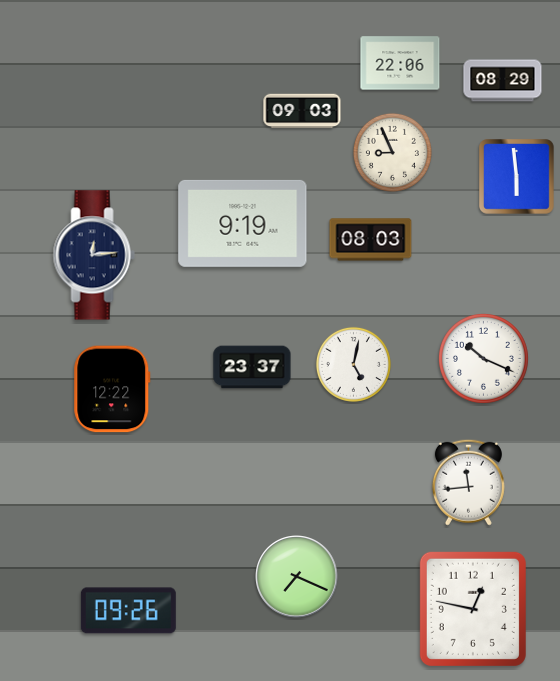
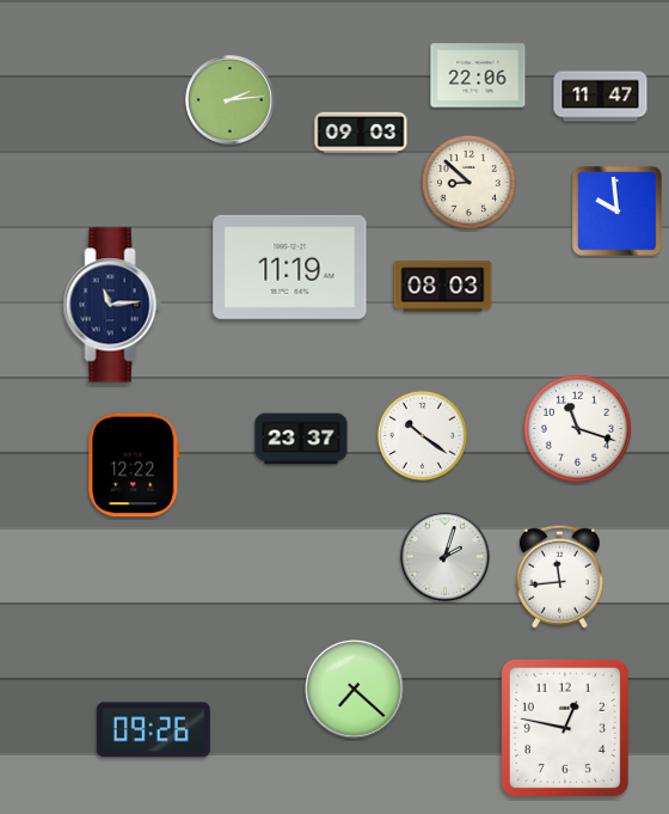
clock at (503, 81): 08:29 -> 11:47
clock at (231, 100): none -> 2:14
clock at (392, 152): 8:56 -> 8:52
clock at (517, 177): 5:59 -> 9:59
clock at (243, 223): 9:19 -> 11:19
clock at (94, 255): 12:14 -> 11:14
clock at (483, 358): 10:19 -> 11:18
clock at (353, 364): 5:02 -> 10:21
clock at (446, 557): none -> 2:03
clock at (297, 577): 7:19 -> 7:22
